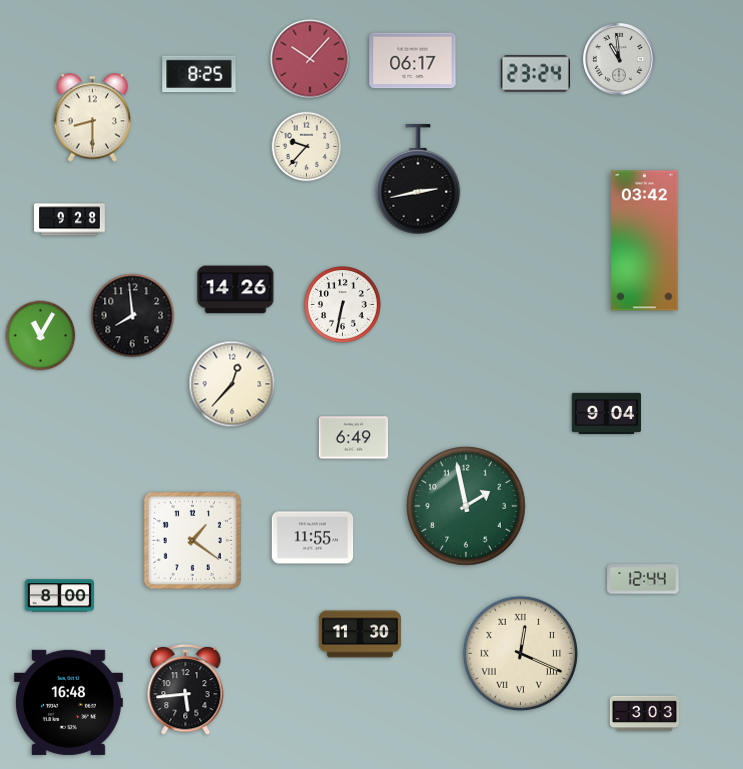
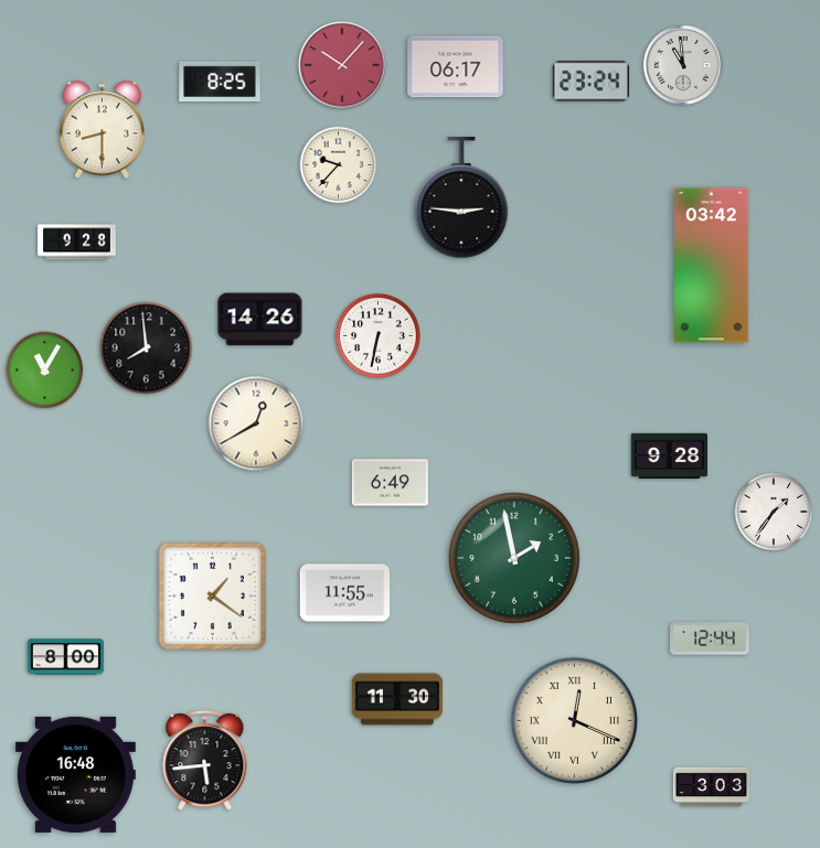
clock at (307, 147) position: (307, 147) -> (339, 165)
clock at (418, 180): 2:43 -> 2:46
clock at (232, 384): 12:37 -> 12:40
clock at (606, 413): 9:04 -> 9:28
clock at (774, 512): none -> 1:36
